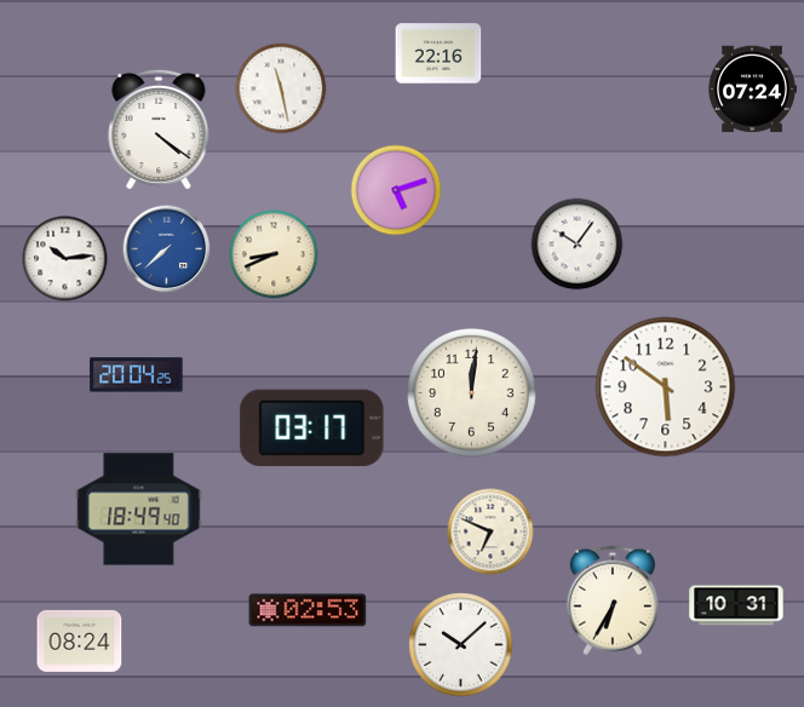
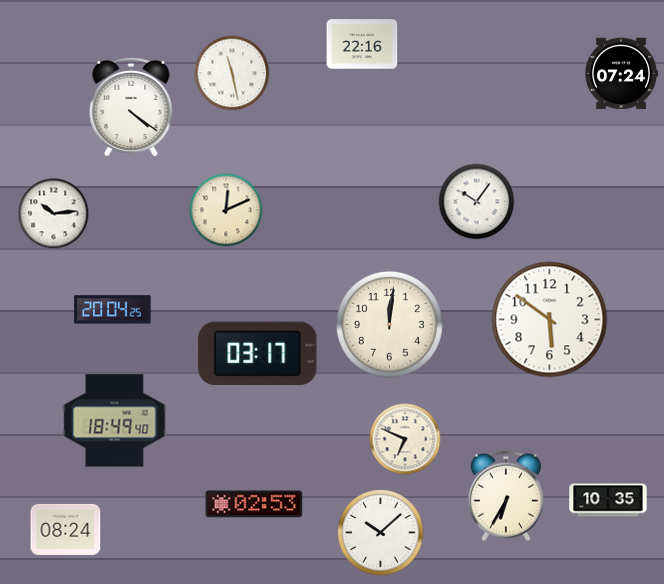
clock at (396, 190): 5:12 -> none
clock at (167, 249): 7:38 -> none
clock at (274, 254): 8:41 -> 12:11
clock at (736, 605): 10:31 -> 10:35
